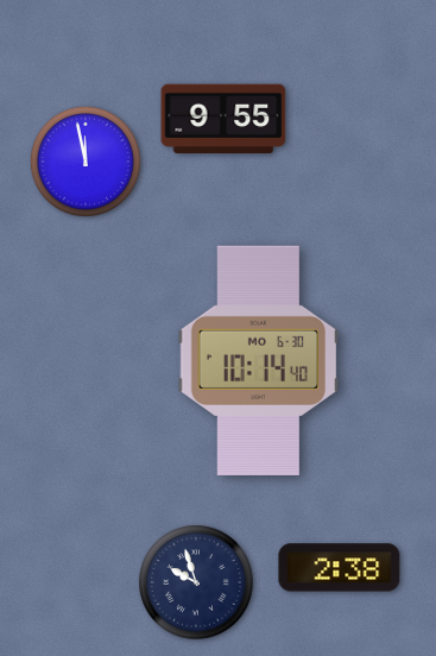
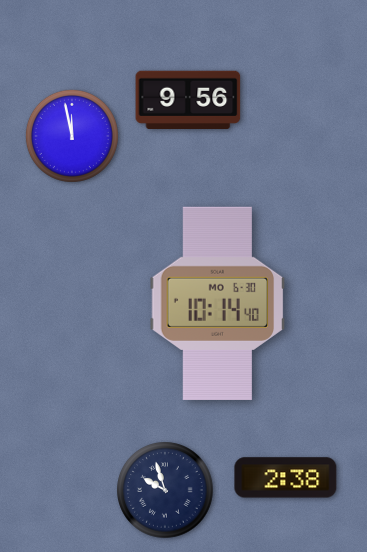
clock at (223, 118): 9:55 -> 9:56
